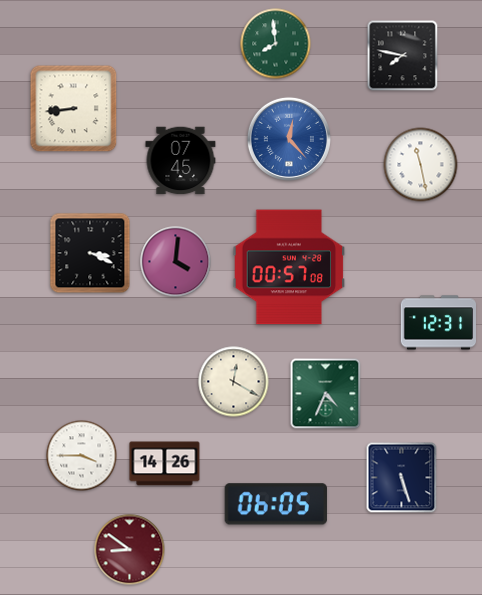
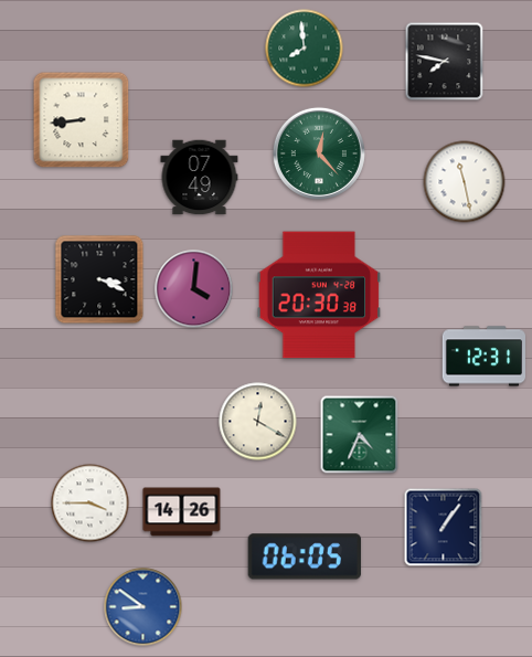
clock at (289, 139) dial: blue -> green
clock at (181, 161): 07:45 -> 07:49
clock at (289, 267): 00:57 -> 20:30
clock at (402, 478): 5:27 -> 1:06
clock at (130, 550) dial: burgundy -> blue
